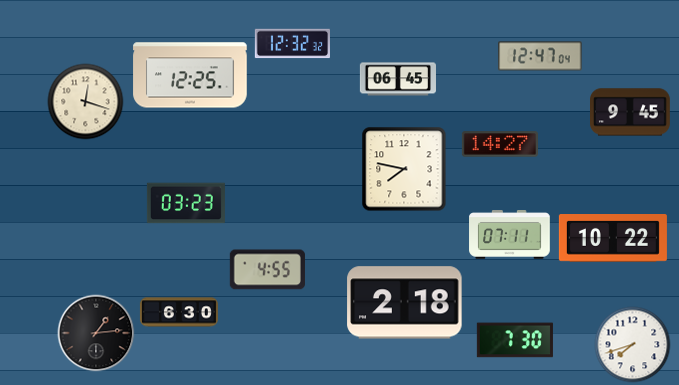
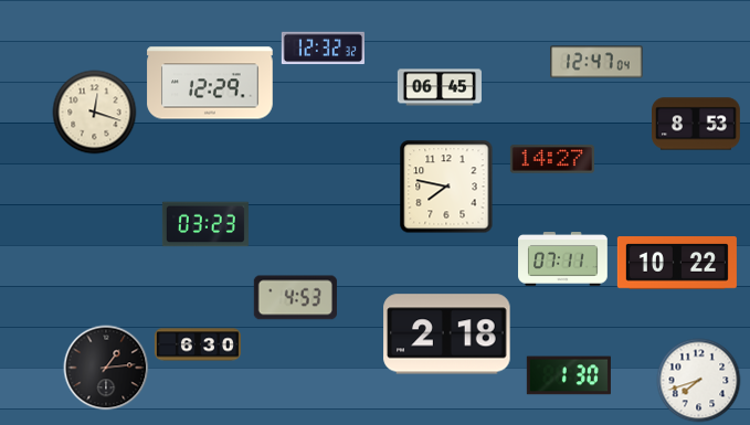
clock at (190, 75): 12:25 -> 12:29
clock at (631, 112): 9:45 -> 8:53
clock at (267, 270): 4:55 -> 4:53
clock at (515, 340): 7:30 -> 1:30
